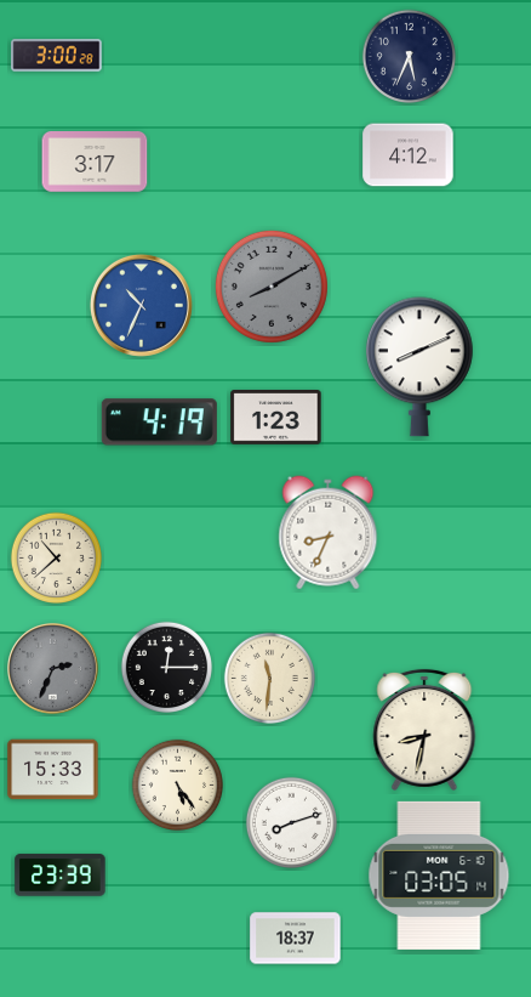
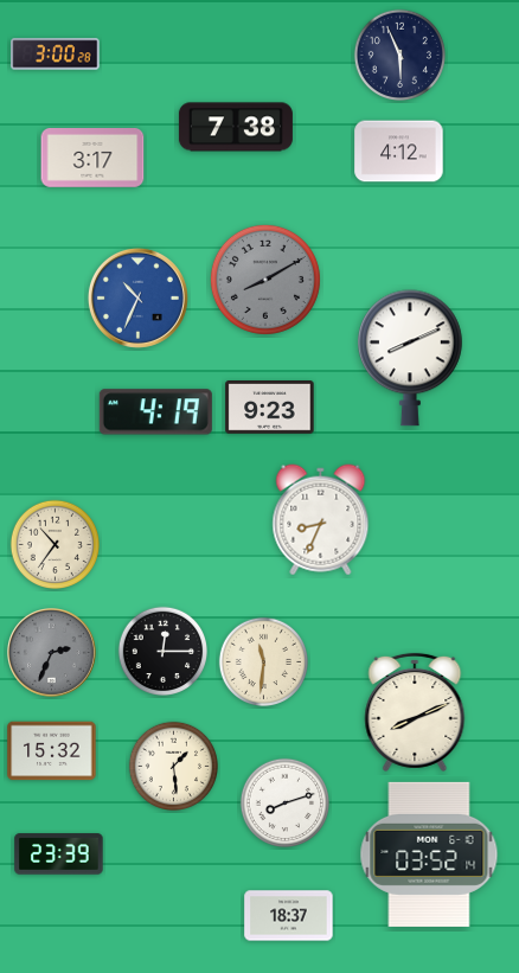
clock at (409, 56): 5:34 -> 5:56
clock at (236, 127): none -> 7:38
clock at (276, 418): 1:23 -> 9:23
clock at (56, 557): 10:38 -> 10:36
clock at (424, 730): 8:32 -> 8:11
clock at (53, 770): 15:33 -> 15:32
clock at (177, 784): 5:24 -> 1:29
clock at (439, 876): 03:05 -> 03:52
